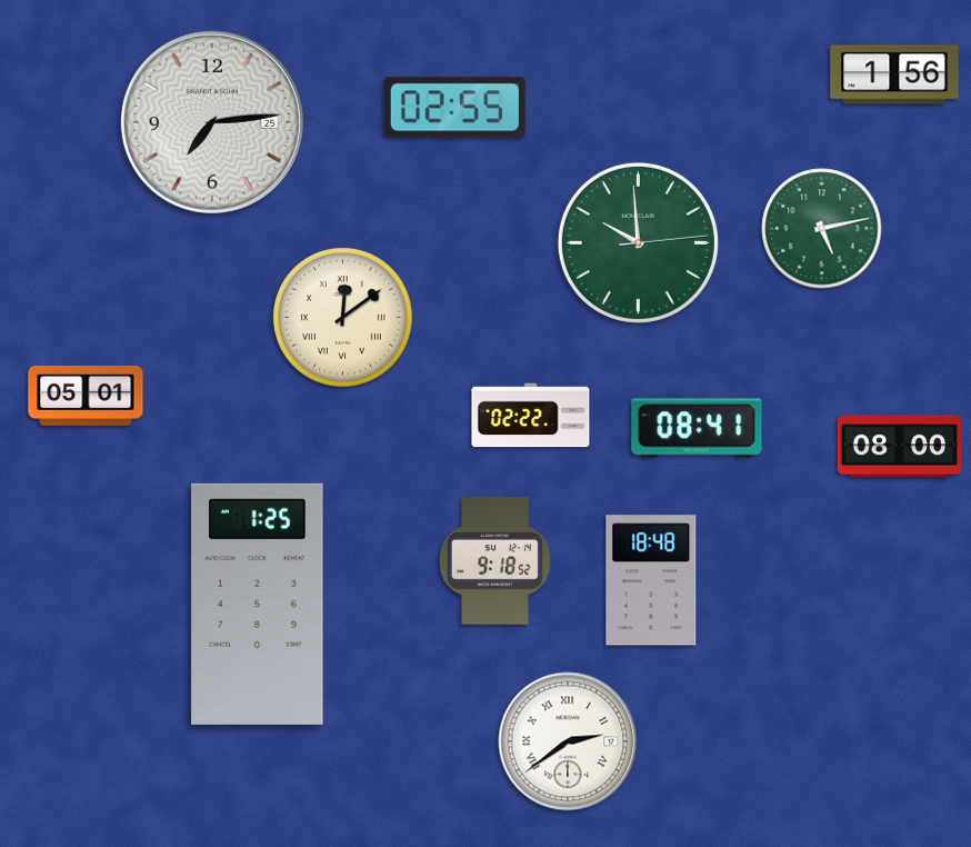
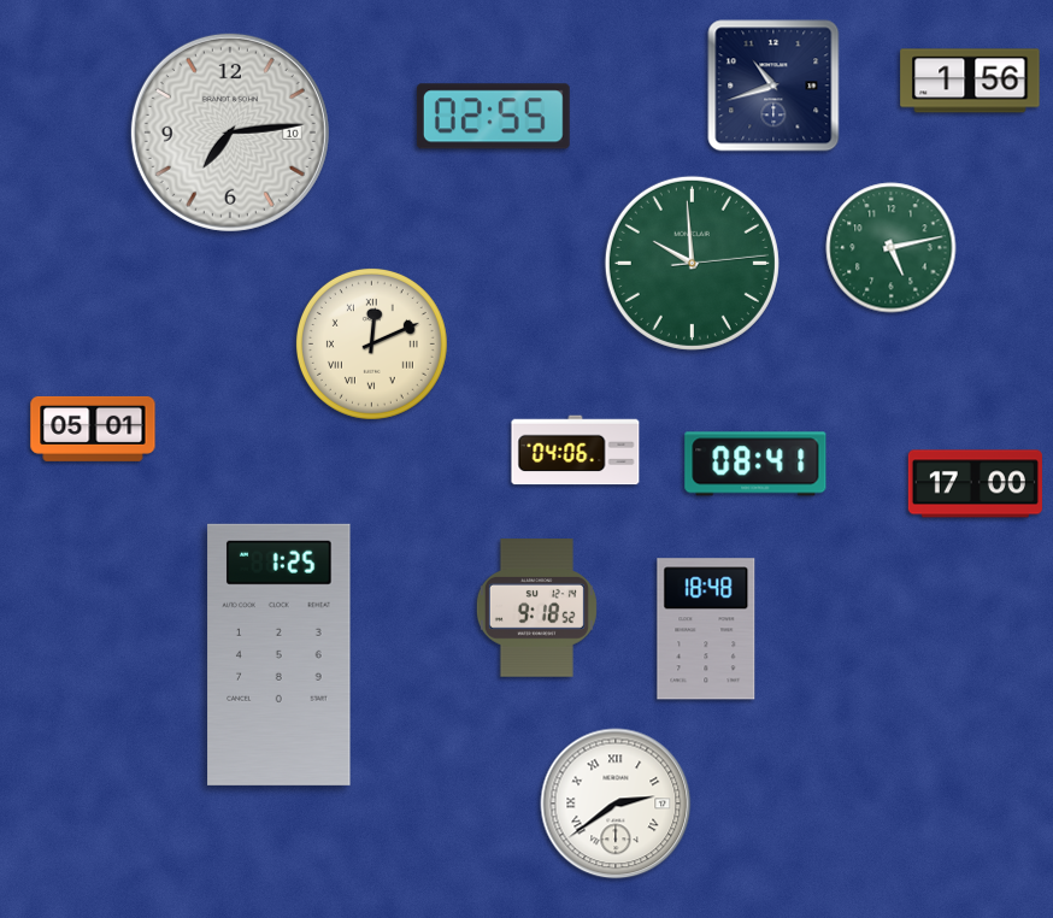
clock at (773, 86): none -> 10:42
clock at (212, 122) date: 25 -> 10
clock at (342, 317): 12:09 -> 12:11
clock at (531, 416): 02:22 -> 04:06
clock at (899, 447): 08:00 -> 17:00
